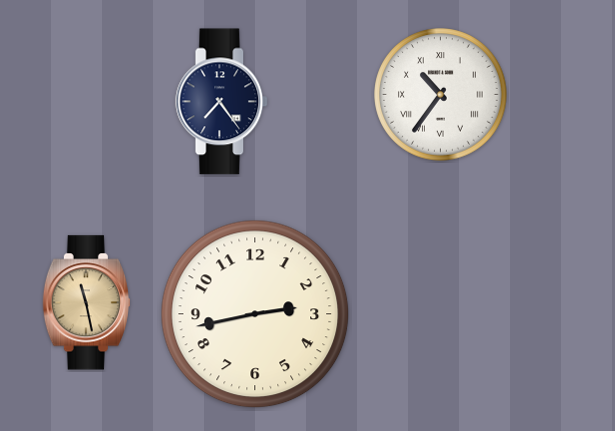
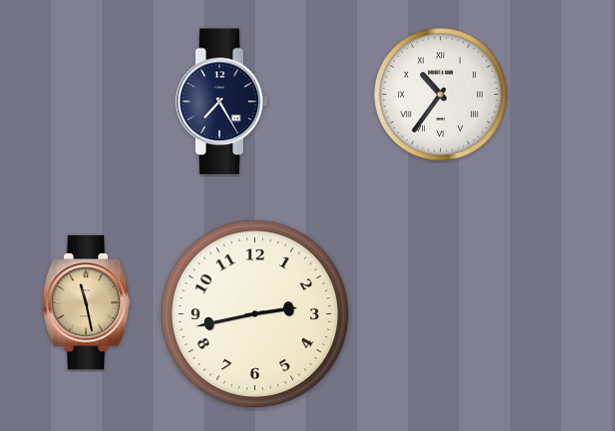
clock at (222, 102): 7:24 -> 7:25
